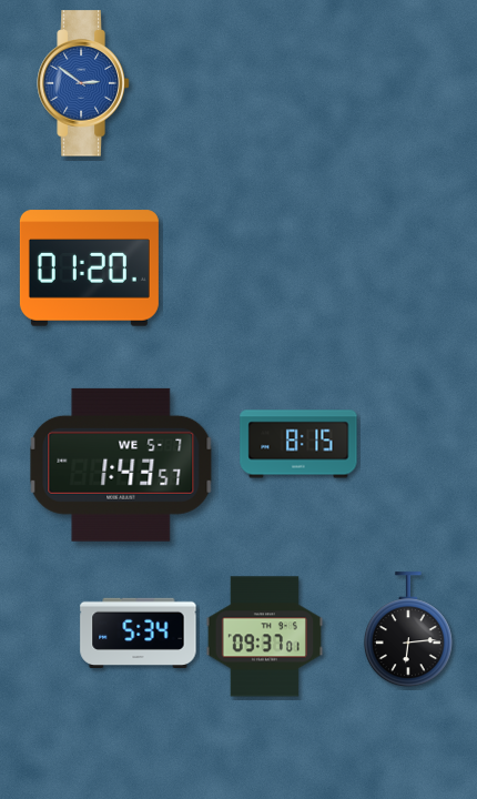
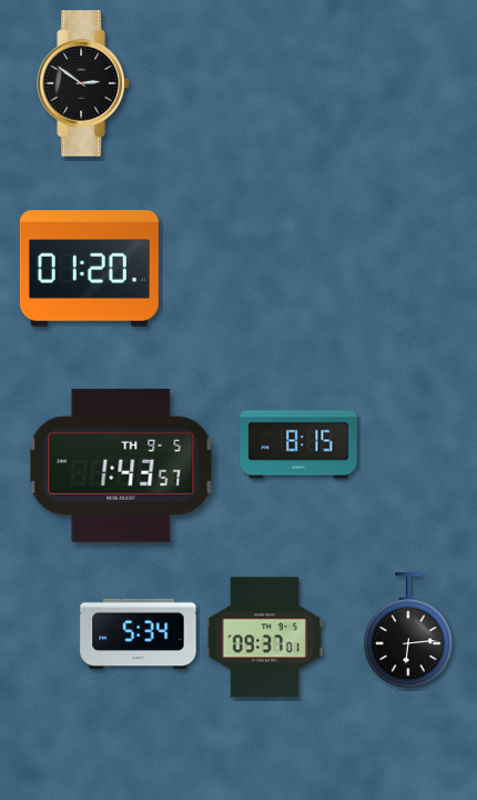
clock at (83, 83) dial: blue -> black
clock at (121, 465) date: WE 5-7 -> TH 9-5
